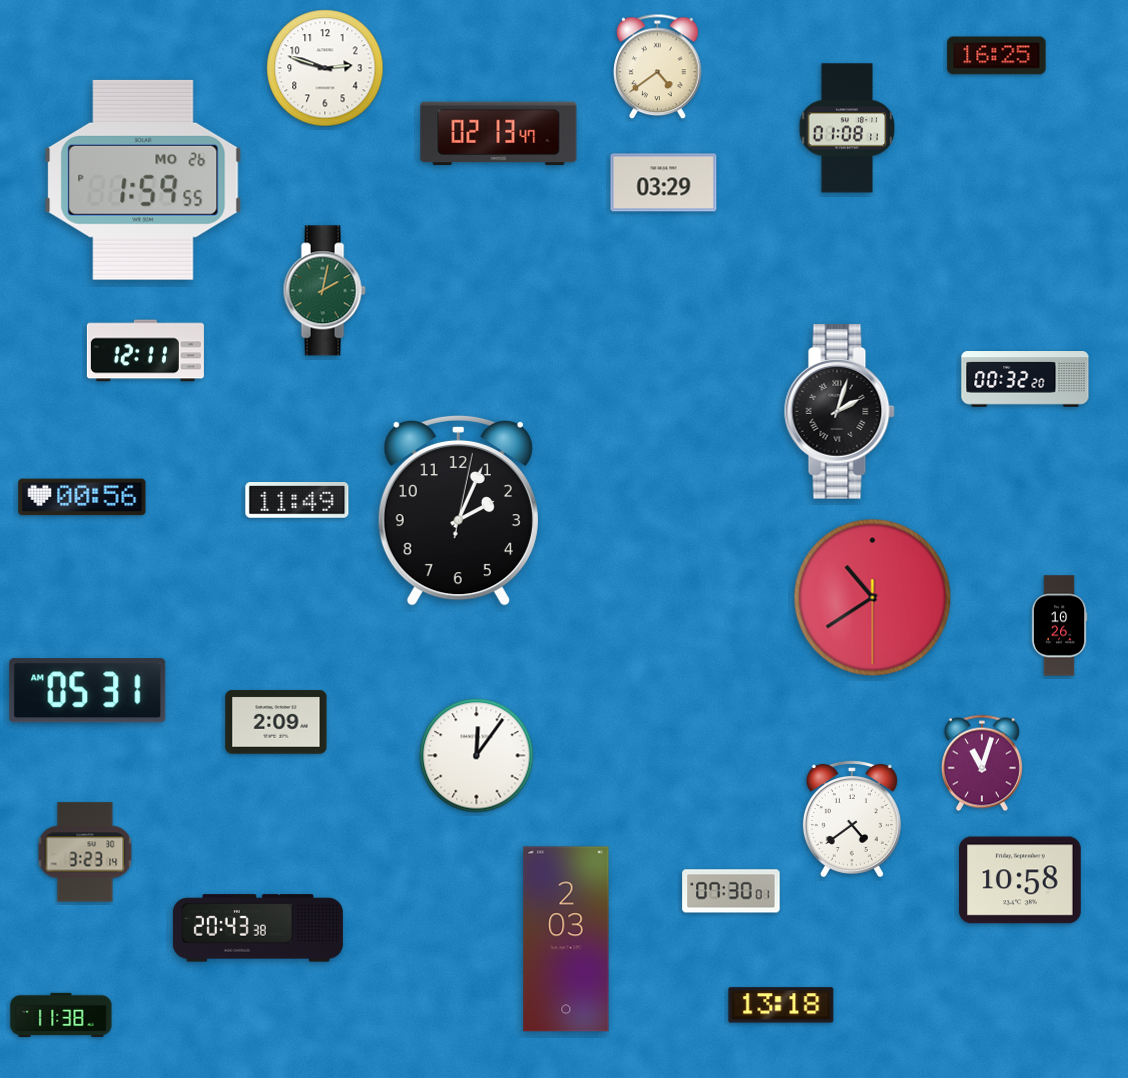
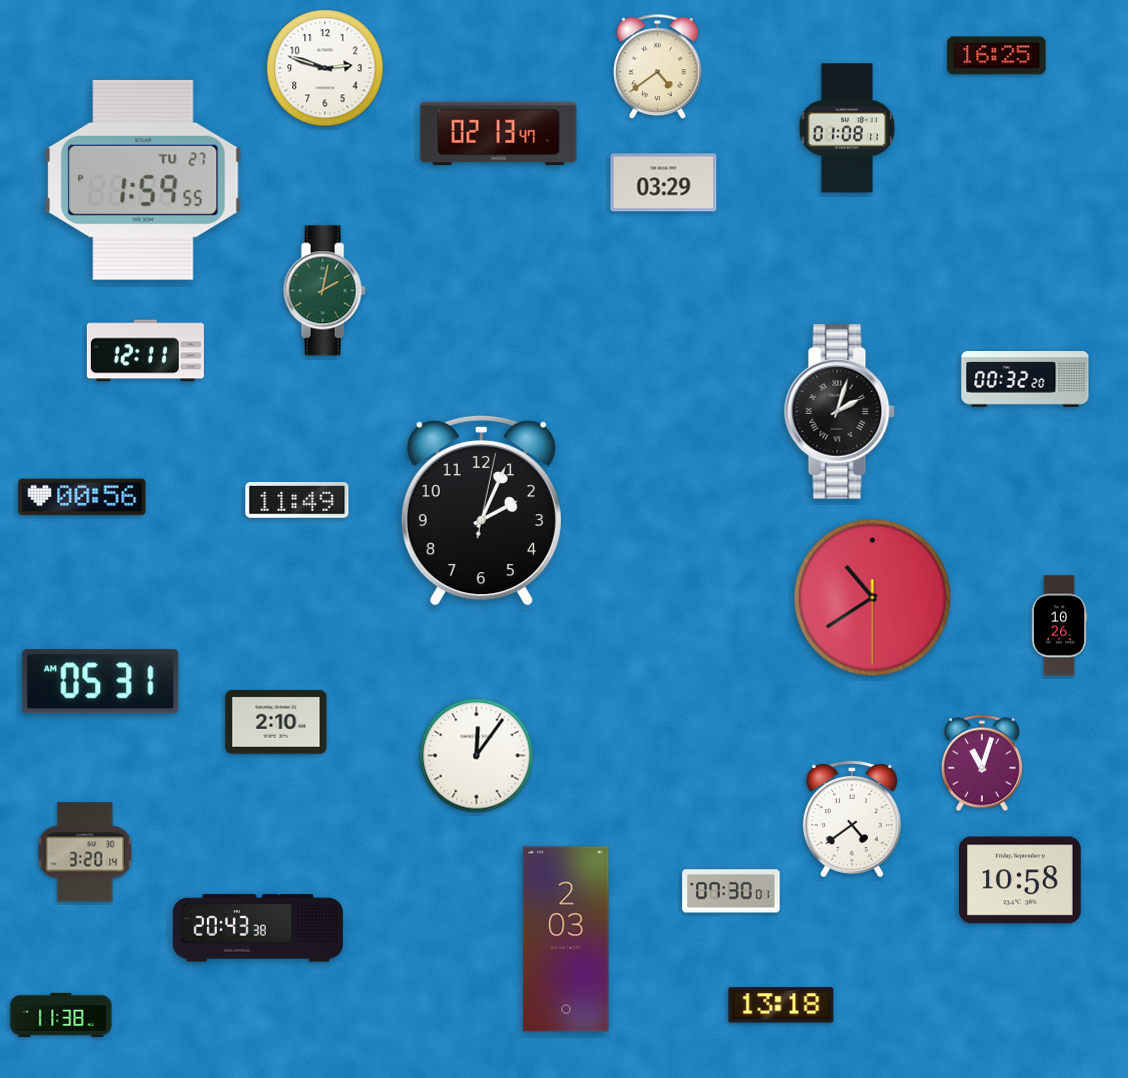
clock at (143, 180) date: MO 26 -> TU 27
clock at (458, 510) position: (458, 510) -> (481, 510)
clock at (88, 691) position: (88, 691) -> (101, 682)
clock at (276, 722): 2:09 -> 2:10
clock at (85, 852): 3:23 -> 3:20
